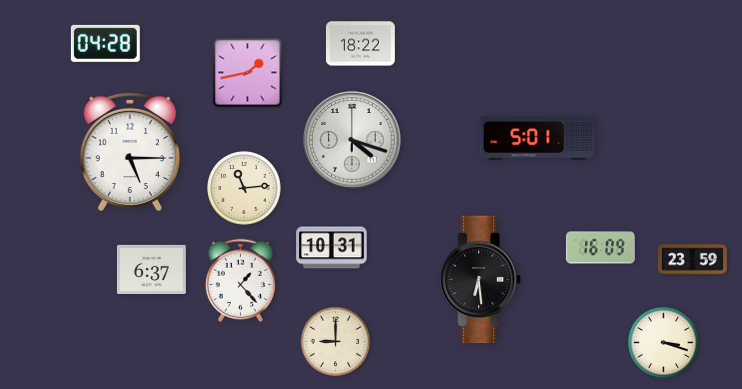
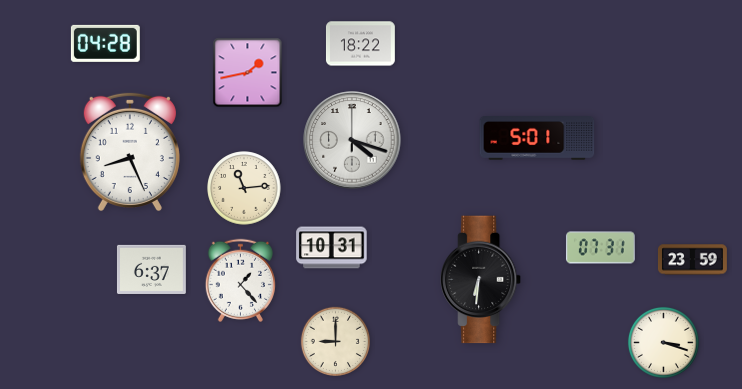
clock at (130, 152): 5:15 -> 8:26
clock at (600, 248): 16:09 -> 07:31
clock at (482, 280): 6:29 -> 6:31
